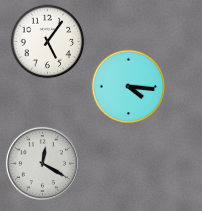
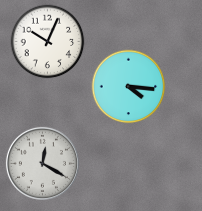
clock at (48, 42): 5:06 -> 10:04
